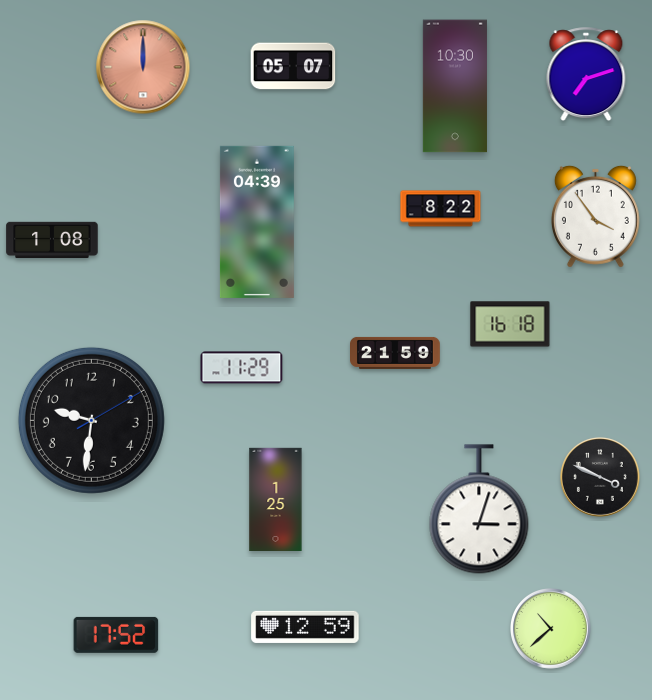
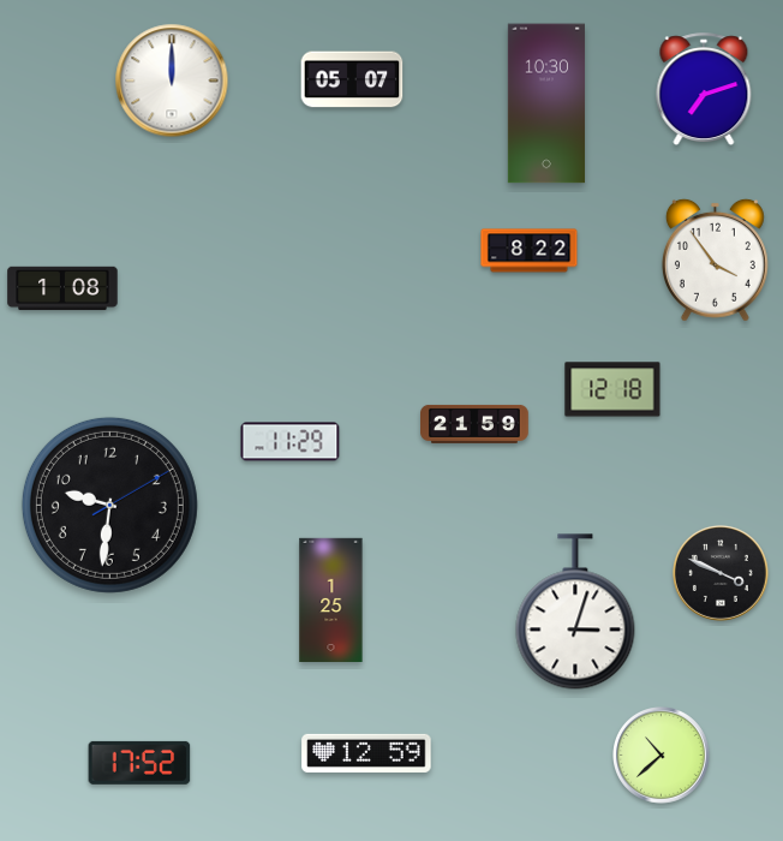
clock at (143, 67) dial: salmon -> white
clock at (257, 222): 04:39 -> none
clock at (510, 324): 16:18 -> 12:18
